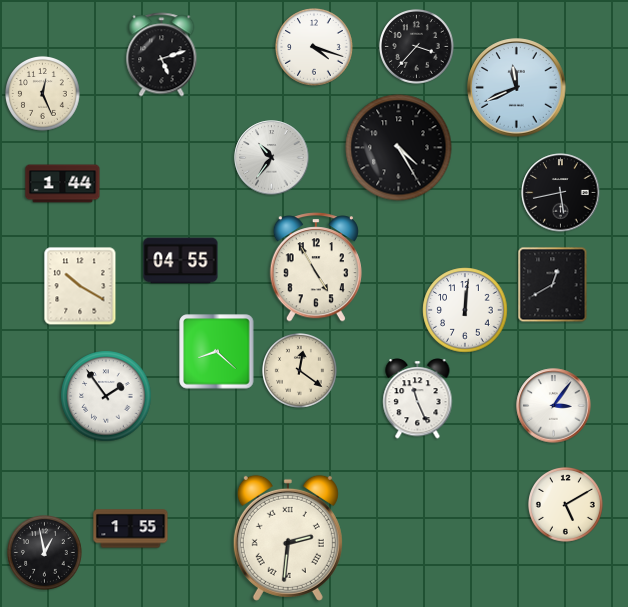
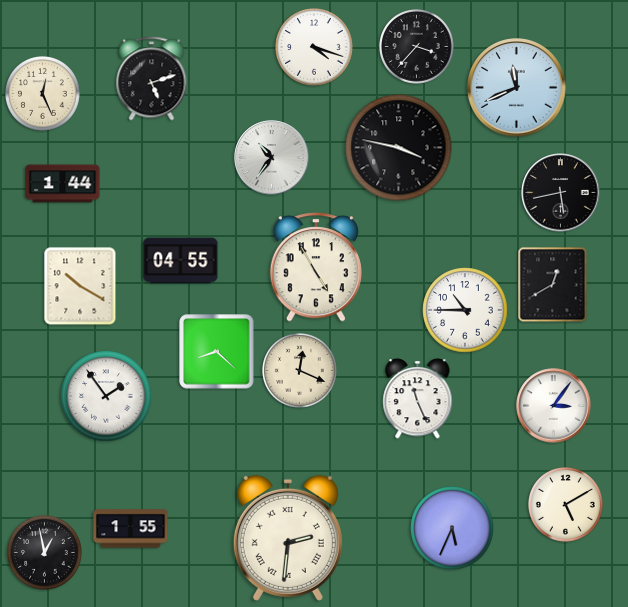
clock at (162, 55) position: (162, 55) -> (152, 79)
clock at (399, 148): 4:25 -> 3:47
clock at (465, 310): 12:01 -> 10:45
clock at (300, 371): 12:21 -> 12:19
clock at (452, 528): none -> 5:34
